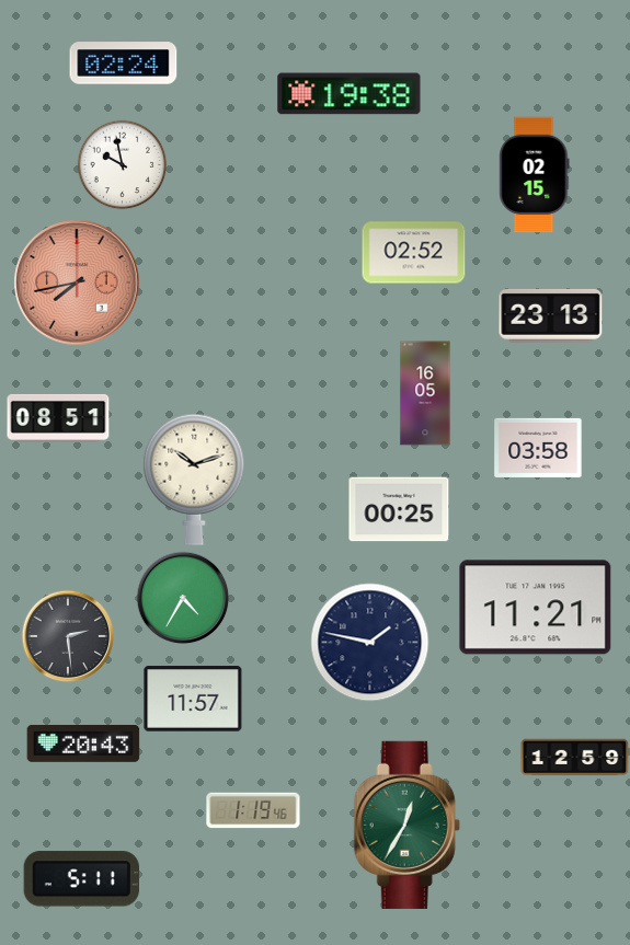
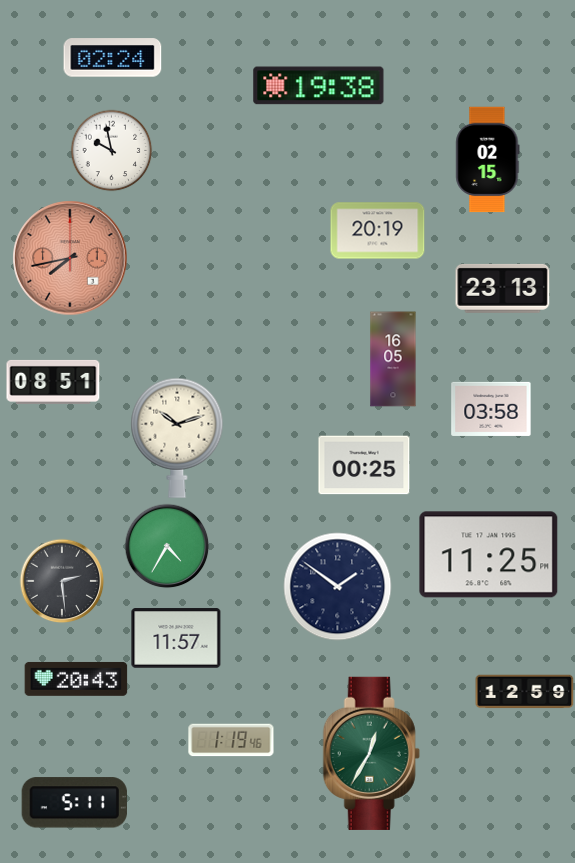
clock at (414, 253): 02:52 -> 20:19
clock at (425, 393) position: (425, 393) -> (393, 359)
clock at (536, 608): 11:21 -> 11:25
clock at (370, 643): 1:47 -> 1:51
